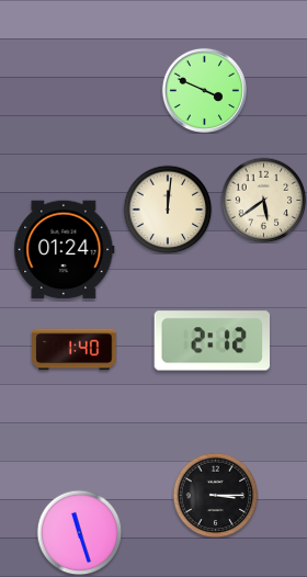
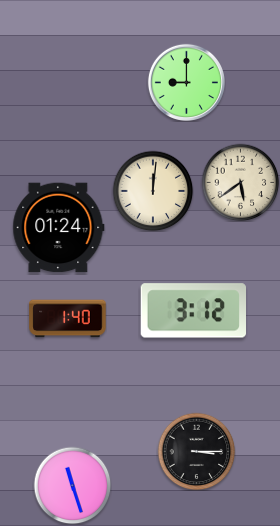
clock at (204, 90): 3:49 -> 9:00
clock at (212, 341): 2:12 -> 3:12
